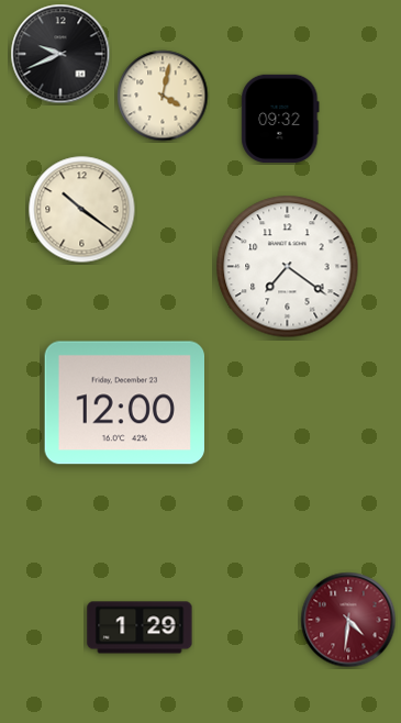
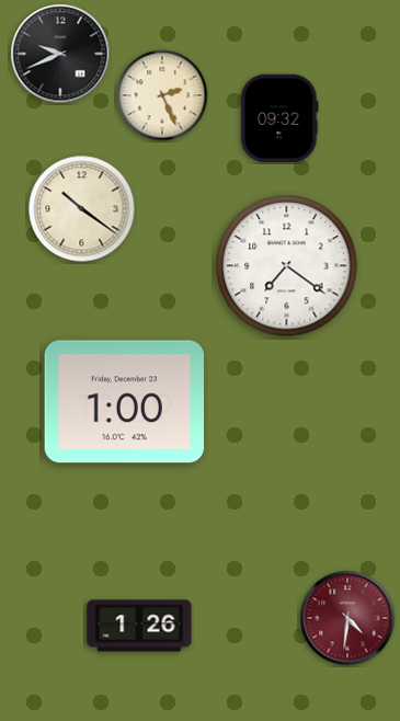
clock at (163, 96): 4:02 -> 2:26
clock at (124, 403): 12:00 -> 1:00
clock at (140, 627): 1:29 -> 1:26
